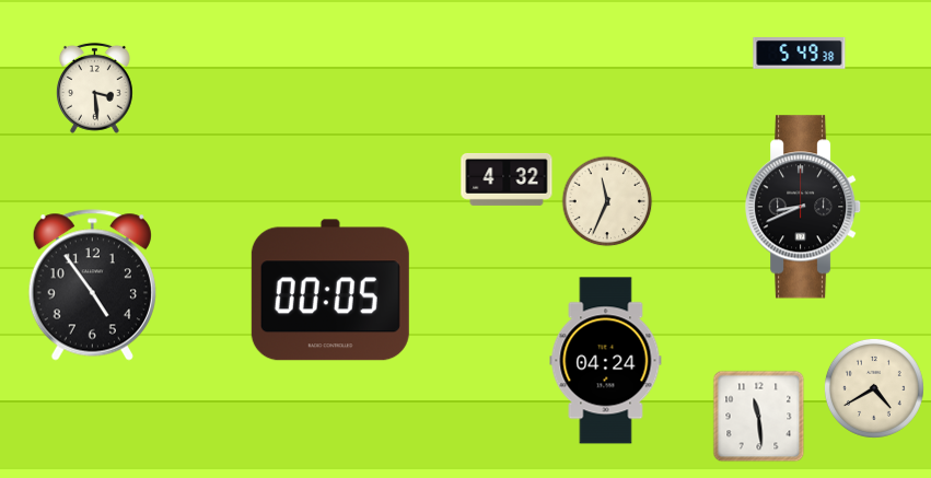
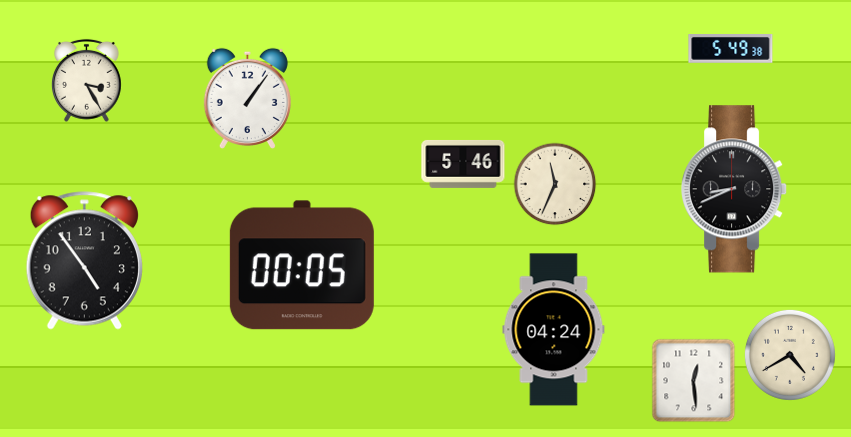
clock at (94, 88): 3:29 -> 3:25
clock at (247, 98): none -> 1:06
clock at (507, 179): 4:32 -> 5:46
clock at (874, 388) position: (874, 388) -> (790, 355)
clock at (759, 417): 11:29 -> 12:29
